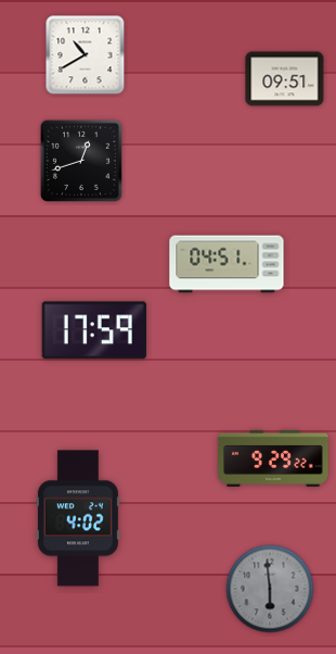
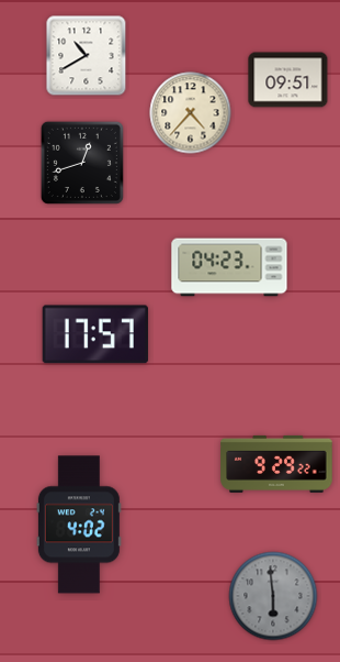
clock at (191, 113): none -> 4:37
clock at (227, 264): 04:51 -> 04:23
clock at (94, 330): 17:59 -> 17:57
